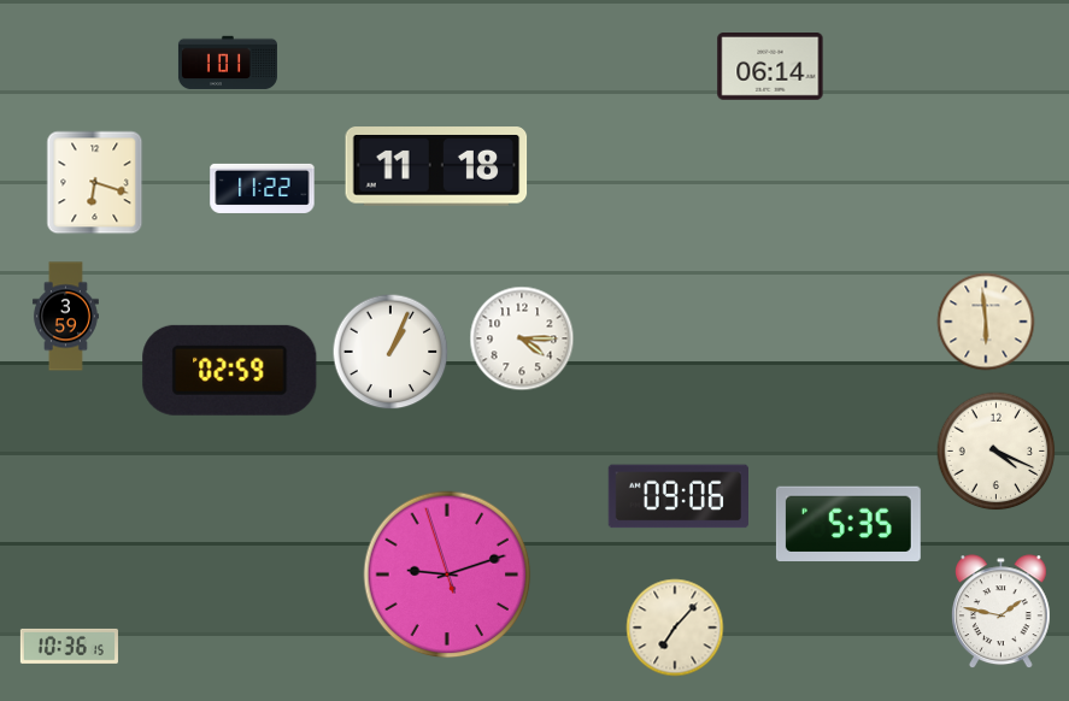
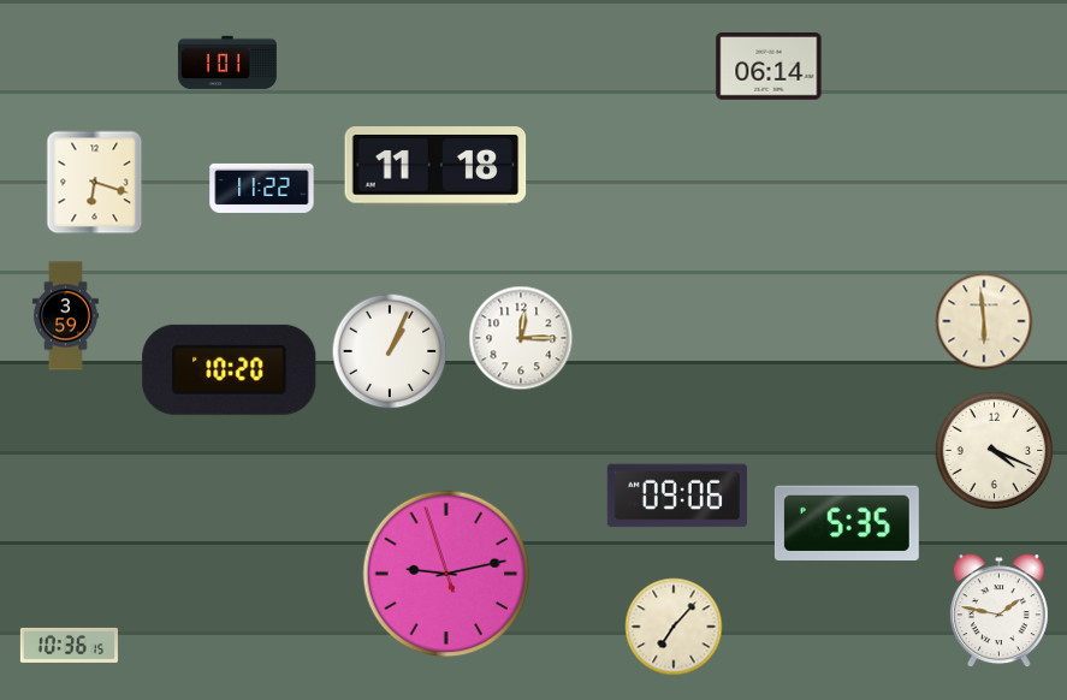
clock at (522, 338): 4:15 -> 12:15
clock at (230, 370): 02:59 -> 10:20
clock at (447, 575): 9:11 -> 9:12
